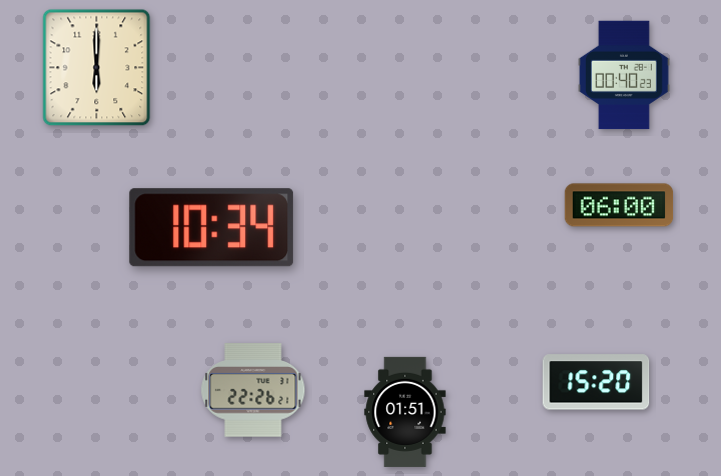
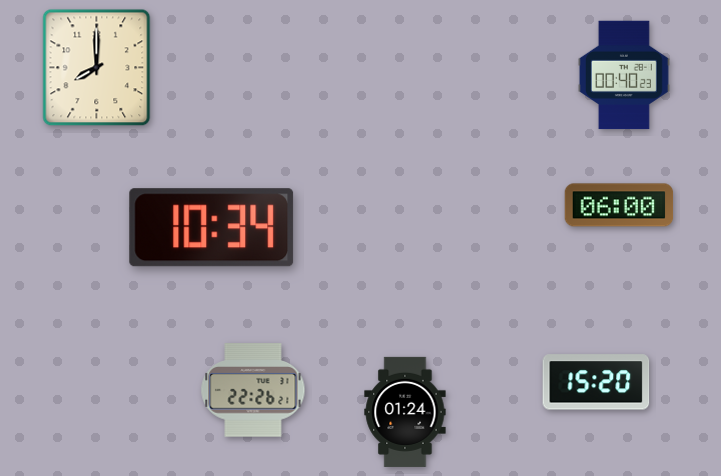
clock at (97, 68): 6:00 -> 8:00
clock at (405, 412): 01:51 -> 01:24
